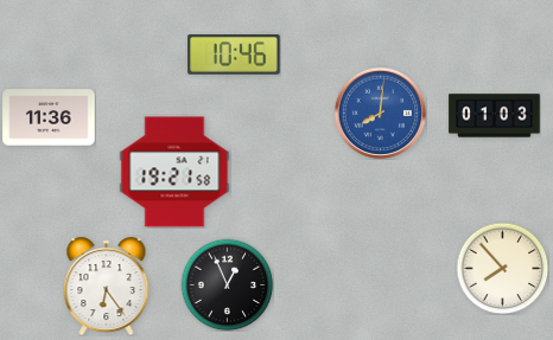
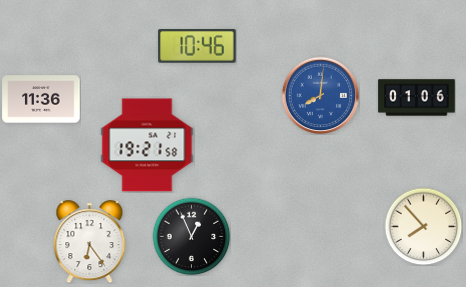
clock at (495, 116): 01:03 -> 01:06
clock at (227, 284) position: (227, 284) -> (191, 236)
